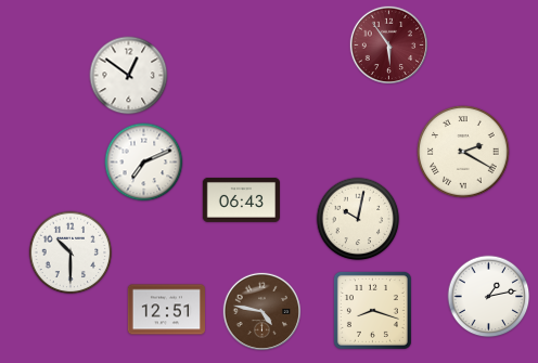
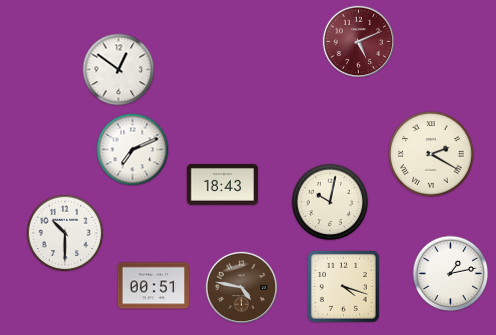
clock at (389, 46): 5:54 -> 5:11
clock at (463, 152) position: (463, 152) -> (431, 154)
clock at (241, 200): 06:43 -> 18:43
clock at (166, 310): 12:51 -> 00:51
clock at (372, 310): 8:18 -> 4:18
